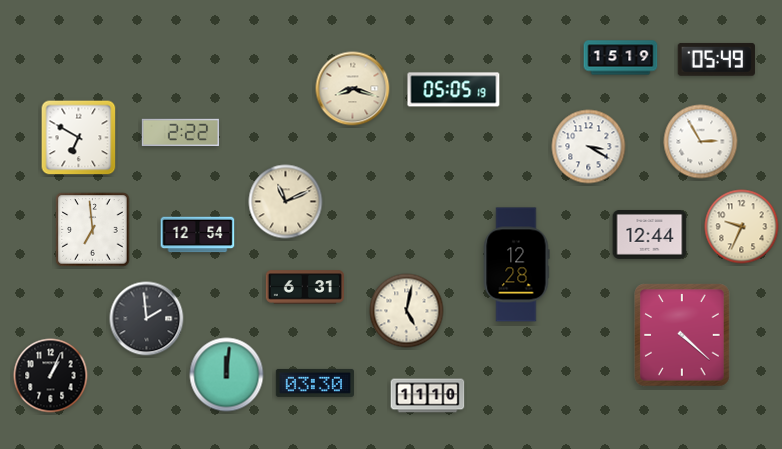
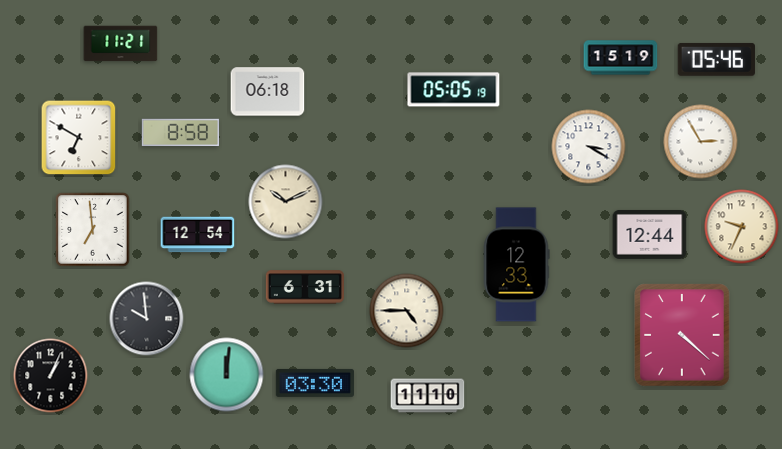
clock at (121, 44): none -> 11:21
clock at (716, 59): 05:49 -> 05:46
clock at (353, 89): 8:18 -> none
clock at (268, 92): none -> 06:18
clock at (181, 133): 2:22 -> 8:58
clock at (286, 202): 11:11 -> 10:11
clock at (516, 265): 12:28 -> 12:33
clock at (407, 311): 5:02 -> 4:45
clock at (147, 319): 1:59 -> 9:59
